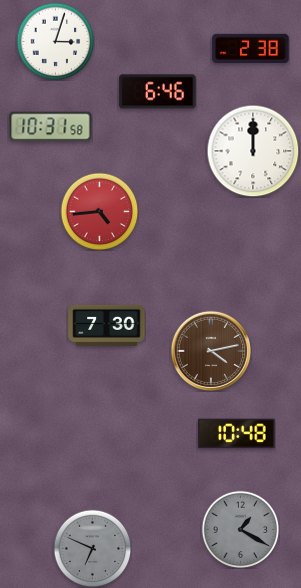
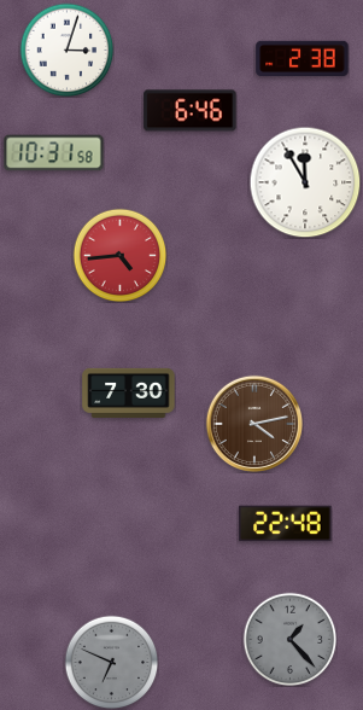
clock at (51, 127) position: (51, 127) -> (54, 153)
clock at (253, 151): 12:00 -> 11:55
clock at (237, 434): 10:48 -> 22:48
clock at (240, 529): 1:20 -> 1:23
